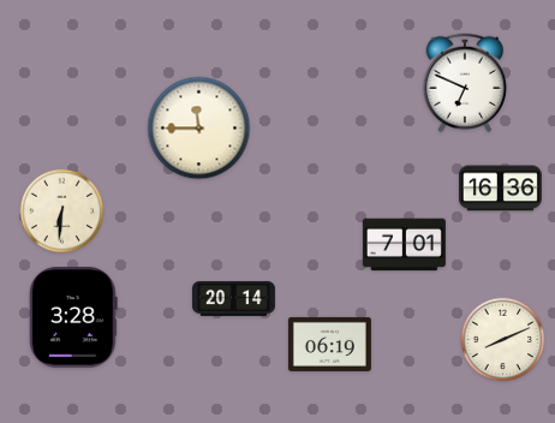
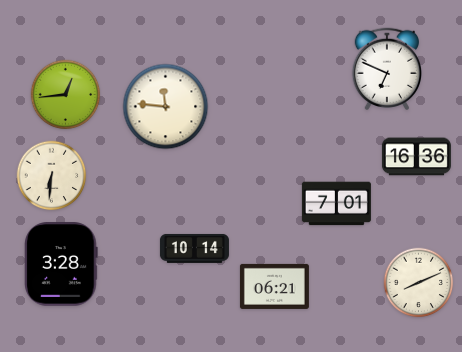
clock at (66, 95): none -> 12:44
clock at (199, 129): 11:45 -> 11:46
clock at (233, 298): 20:14 -> 10:14
clock at (329, 344): 06:19 -> 06:21
